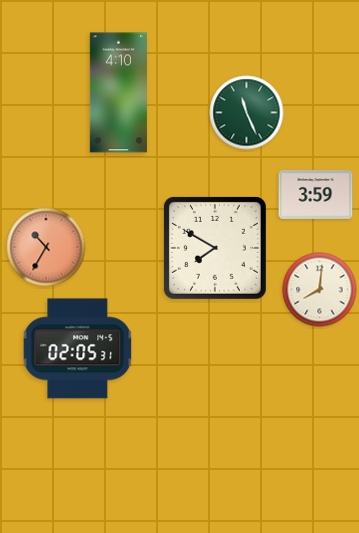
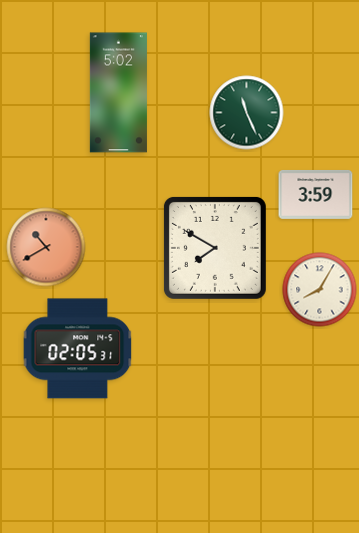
clock at (118, 93): 4:10 -> 5:02
clock at (46, 247): 10:35 -> 10:40
clock at (320, 290): 8:01 -> 8:05
